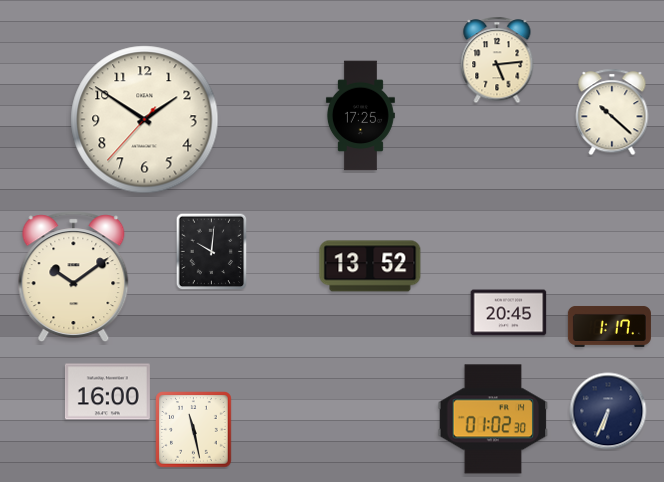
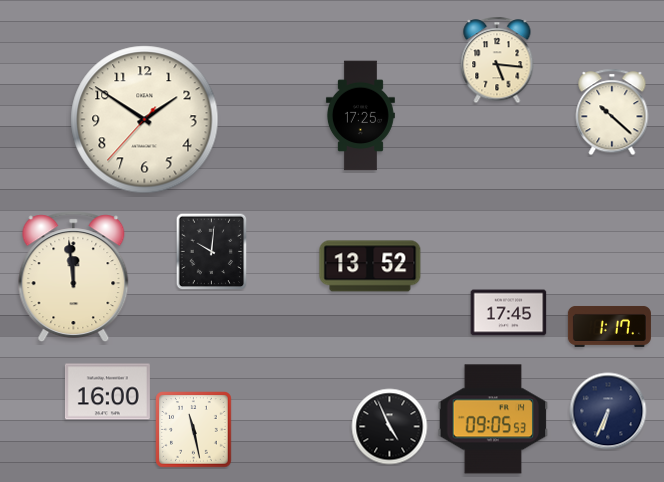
clock at (497, 60): 5:14 -> 5:16
clock at (74, 277): 10:09 -> 11:59
clock at (509, 313): 20:45 -> 17:45
clock at (493, 419): 01:02 -> 09:05
clock at (390, 427): none -> 4:56
